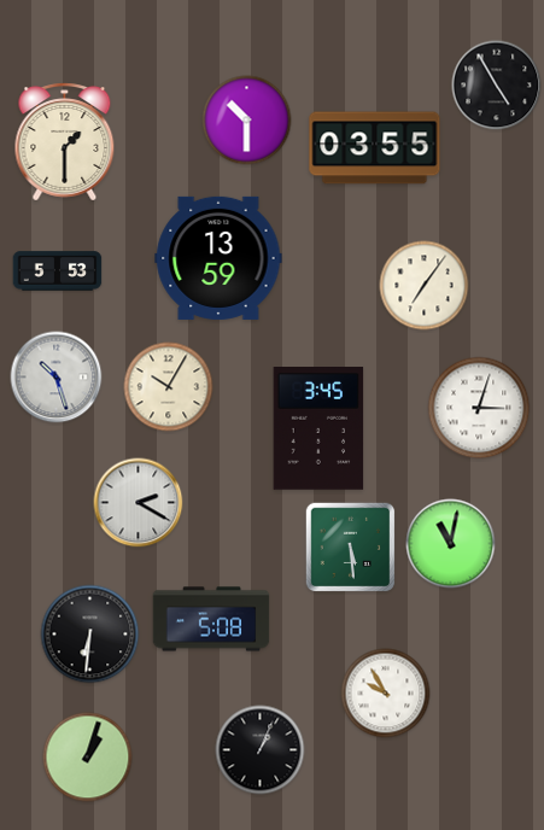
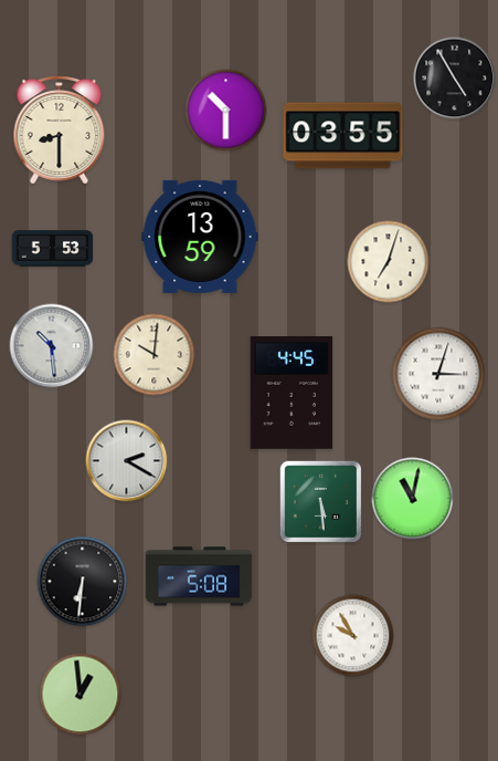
clock at (65, 142): 1:30 -> 8:30
clock at (425, 286): 7:06 -> 7:03
clock at (57, 378): 10:27 -> 10:29
clock at (169, 387): 10:05 -> 10:01
clock at (318, 429): 3:45 -> 4:45
clock at (211, 619) position: (211, 619) -> (199, 576)
clock at (261, 750): 1:04 -> none
clock at (88, 758): 1:03 -> 12:59
